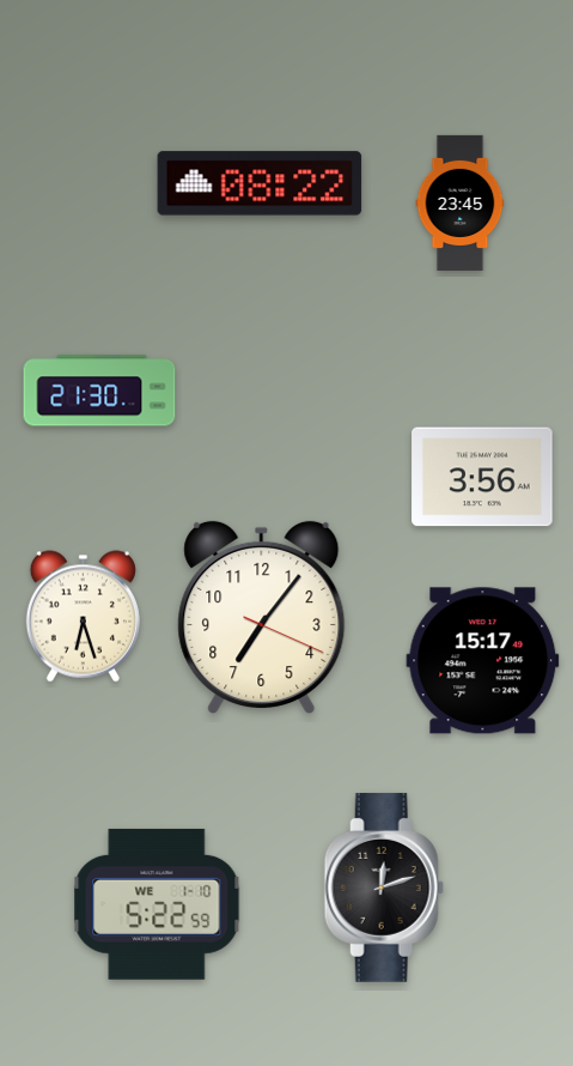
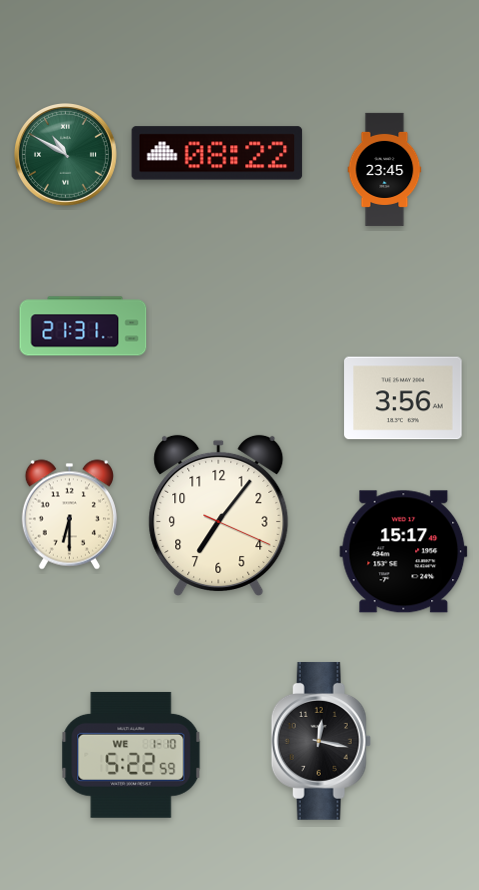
clock at (66, 155): none -> 10:50
clock at (99, 390): 21:30 -> 21:31
clock at (83, 617): 6:27 -> 6:30
clock at (384, 888): 12:12 -> 12:17
